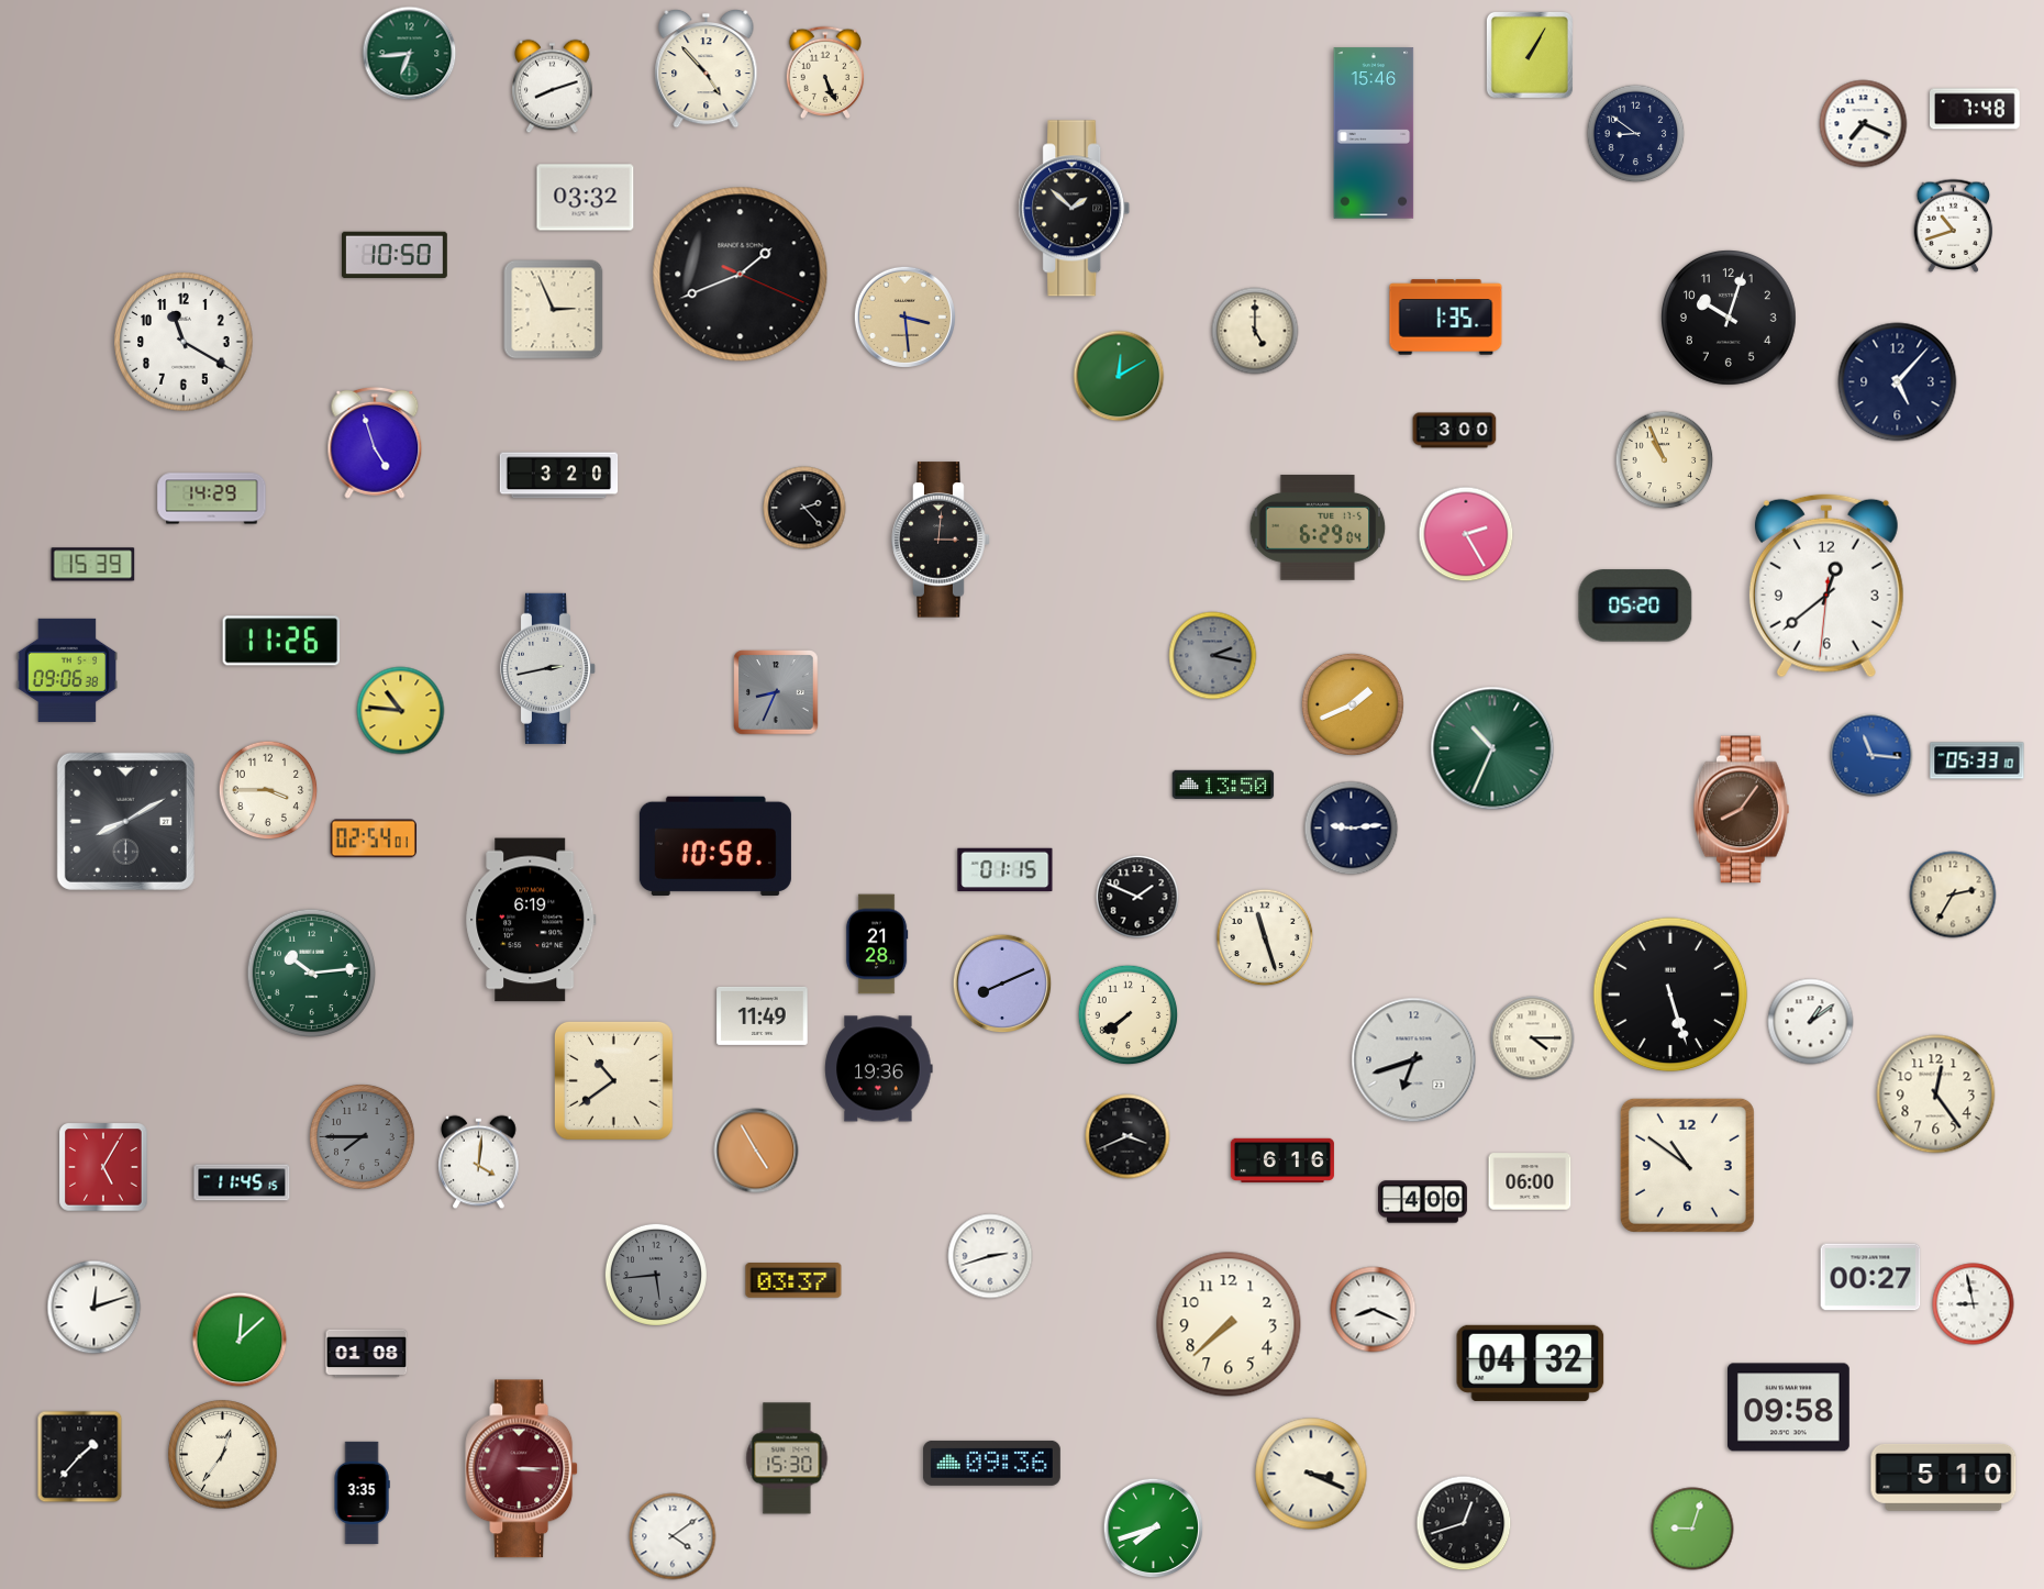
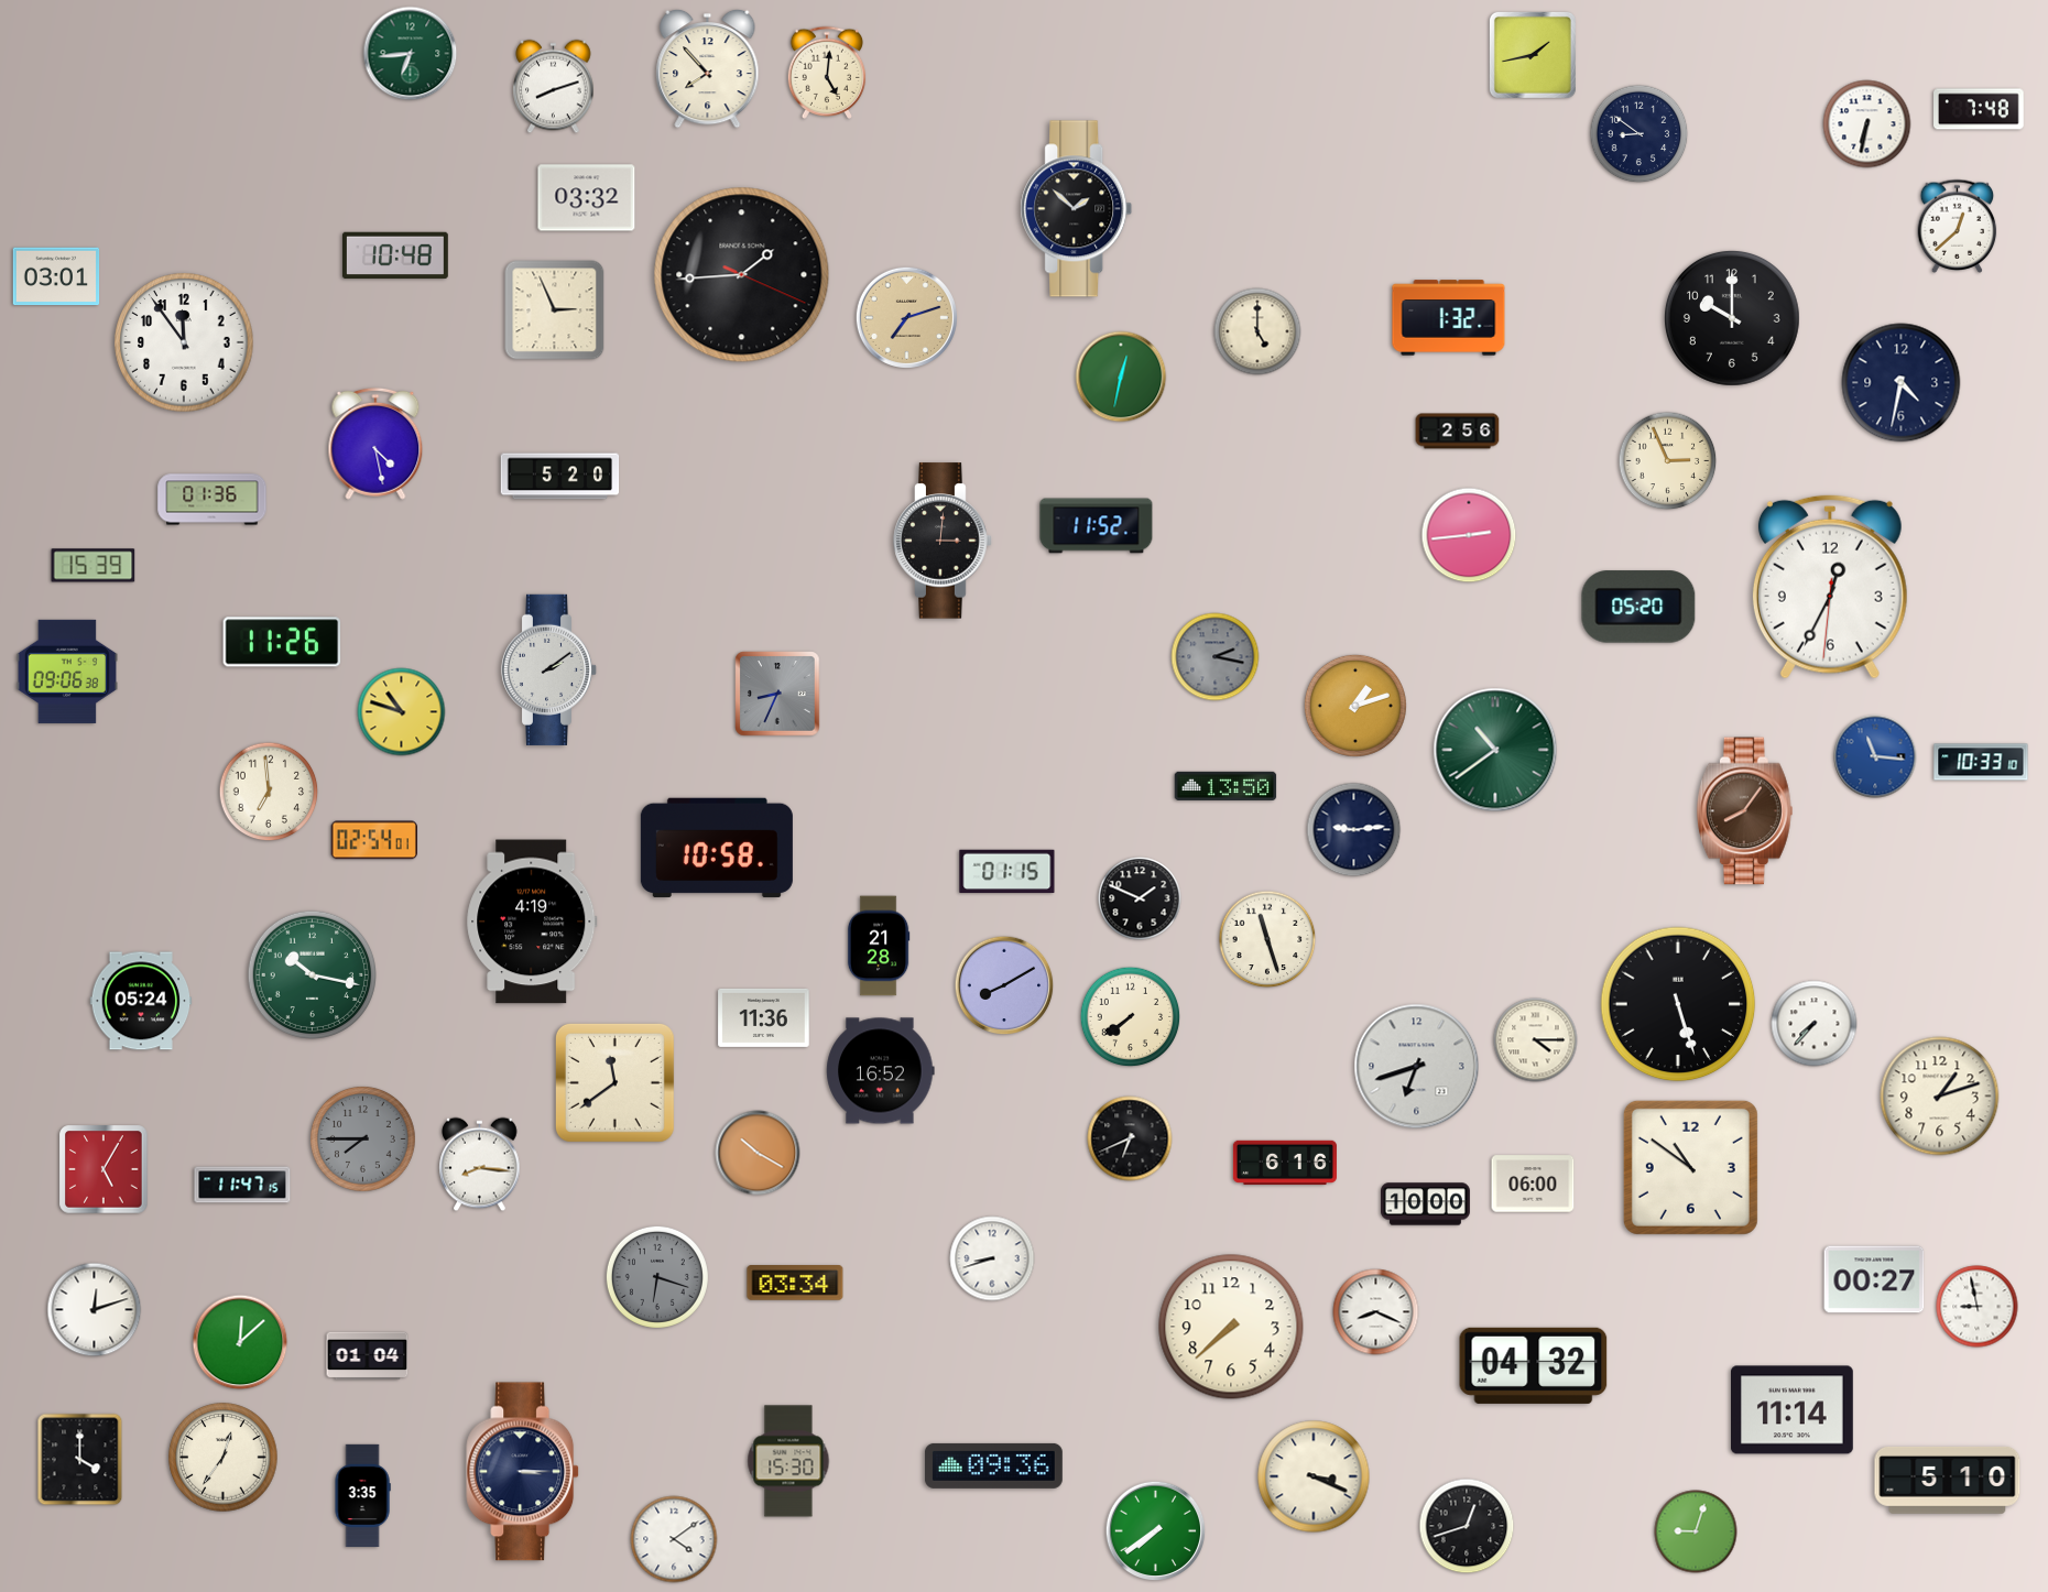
clock at (1530, 55): 1:05 -> 1:43
clock at (707, 68): 4:53 -> 7:53
clock at (825, 73): 5:26 -> 5:01
clock at (1864, 124): 7:19 -> 6:32
clock at (1374, 133): 15:46 -> none
clock at (1954, 225): 10:42 -> 12:38
clock at (396, 255): 10:50 -> 10:48
clock at (741, 275): 1:41 -> 1:44
clock at (56, 276): none -> 03:01
clock at (904, 316): 3:29 -> 7:12
clock at (1446, 318): 1:35 -> 1:32
clock at (1729, 318): 10:03 -> 10:00
clock at (184, 342): 11:20 -> 11:54
clock at (1119, 376): 12:10 -> 12:32
clock at (1898, 382): 5:07 -> 4:32
clock at (1455, 431): 3:00 -> 2:56
clock at (375, 443): 4:57 -> 4:28
clock at (1665, 460): 10:56 -> 2:56
clock at (559, 476): 3:20 -> 5:20
clock at (212, 499): 14:29 -> 01:36
clock at (804, 508): 2:23 -> none
clock at (1097, 526): none -> 11:52
clock at (1318, 527): 6:29 -> none
clock at (1466, 534): 2:25 -> 2:44
clock at (1826, 586): 12:38 -> 12:34
clock at (548, 668): 2:43 -> 2:09
clock at (1353, 704): 1:41 -> 1:12
clock at (401, 711): 10:46 -> 10:48
clock at (1492, 748): 10:34 -> 10:39
clock at (1977, 760): 05:33 -> 10:33
clock at (268, 790): 3:45 -> 6:59
clock at (125, 821): 8:10 -> none
clock at (1953, 894): 2:35 -> none
clock at (531, 920): 6:19 -> 4:19
clock at (311, 973): 10:14 -> 10:17
clock at (1002, 984): 8:11 -> 8:10
clock at (1670, 994) position: (1670, 994) -> (1678, 1004)
clock at (141, 1001): none -> 05:24
clock at (763, 1015): 11:49 -> 11:36
clock at (1811, 1022): 1:09 -> 7:37
clock at (1414, 1060) position: (1414, 1060) -> (1417, 1067)
clock at (879, 1069): 19:36 -> 16:52
clock at (613, 1080): 10:39 -> 11:39
clock at (1936, 1094): 12:24 -> 1:12
clock at (1127, 1136): 3:41 -> 6:41
clock at (756, 1151): 4:55 -> 10:20
clock at (479, 1163): 4:01 -> 8:16
clock at (242, 1182): 11:45 -> 11:47
clock at (1423, 1202): 4:00 -> 10:00
clock at (990, 1256): 2:42 -> 8:42
clock at (656, 1275): 5:44 -> 6:18
clock at (793, 1281): 03:37 -> 03:34
clock at (367, 1354): 01:08 -> 01:04
clock at (1789, 1408): 09:58 -> 11:14
clock at (80, 1457): 1:37 -> 4:00
clock at (522, 1469) dial: burgundy -> navy
clock at (1154, 1529): 7:42 -> 7:39
